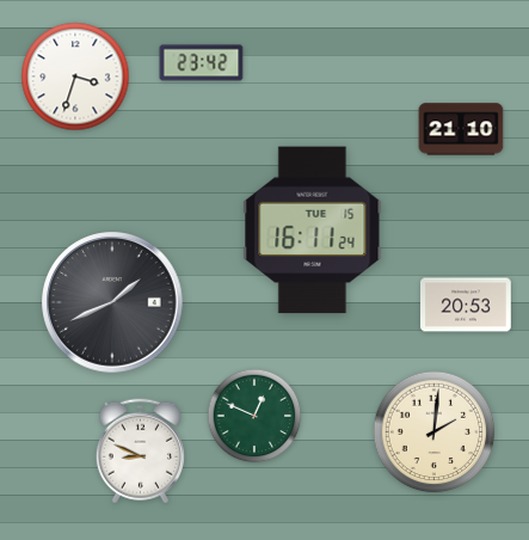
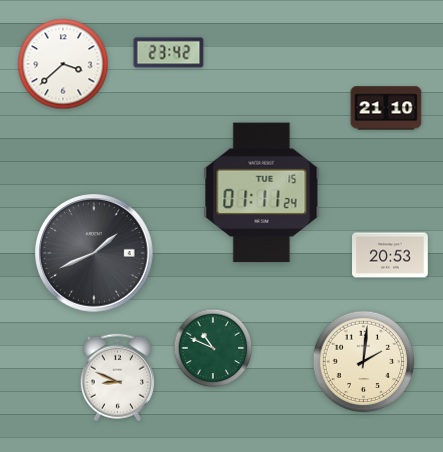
clock at (75, 76): 3:33 -> 3:38
clock at (313, 231): 16:11 -> 01:11
clock at (254, 416): 12:49 -> 10:49
